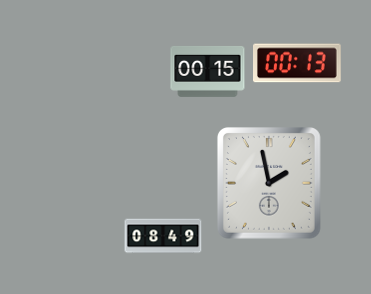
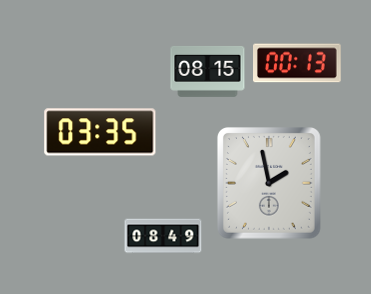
clock at (208, 71): 00:15 -> 08:15
clock at (100, 132): none -> 03:35
